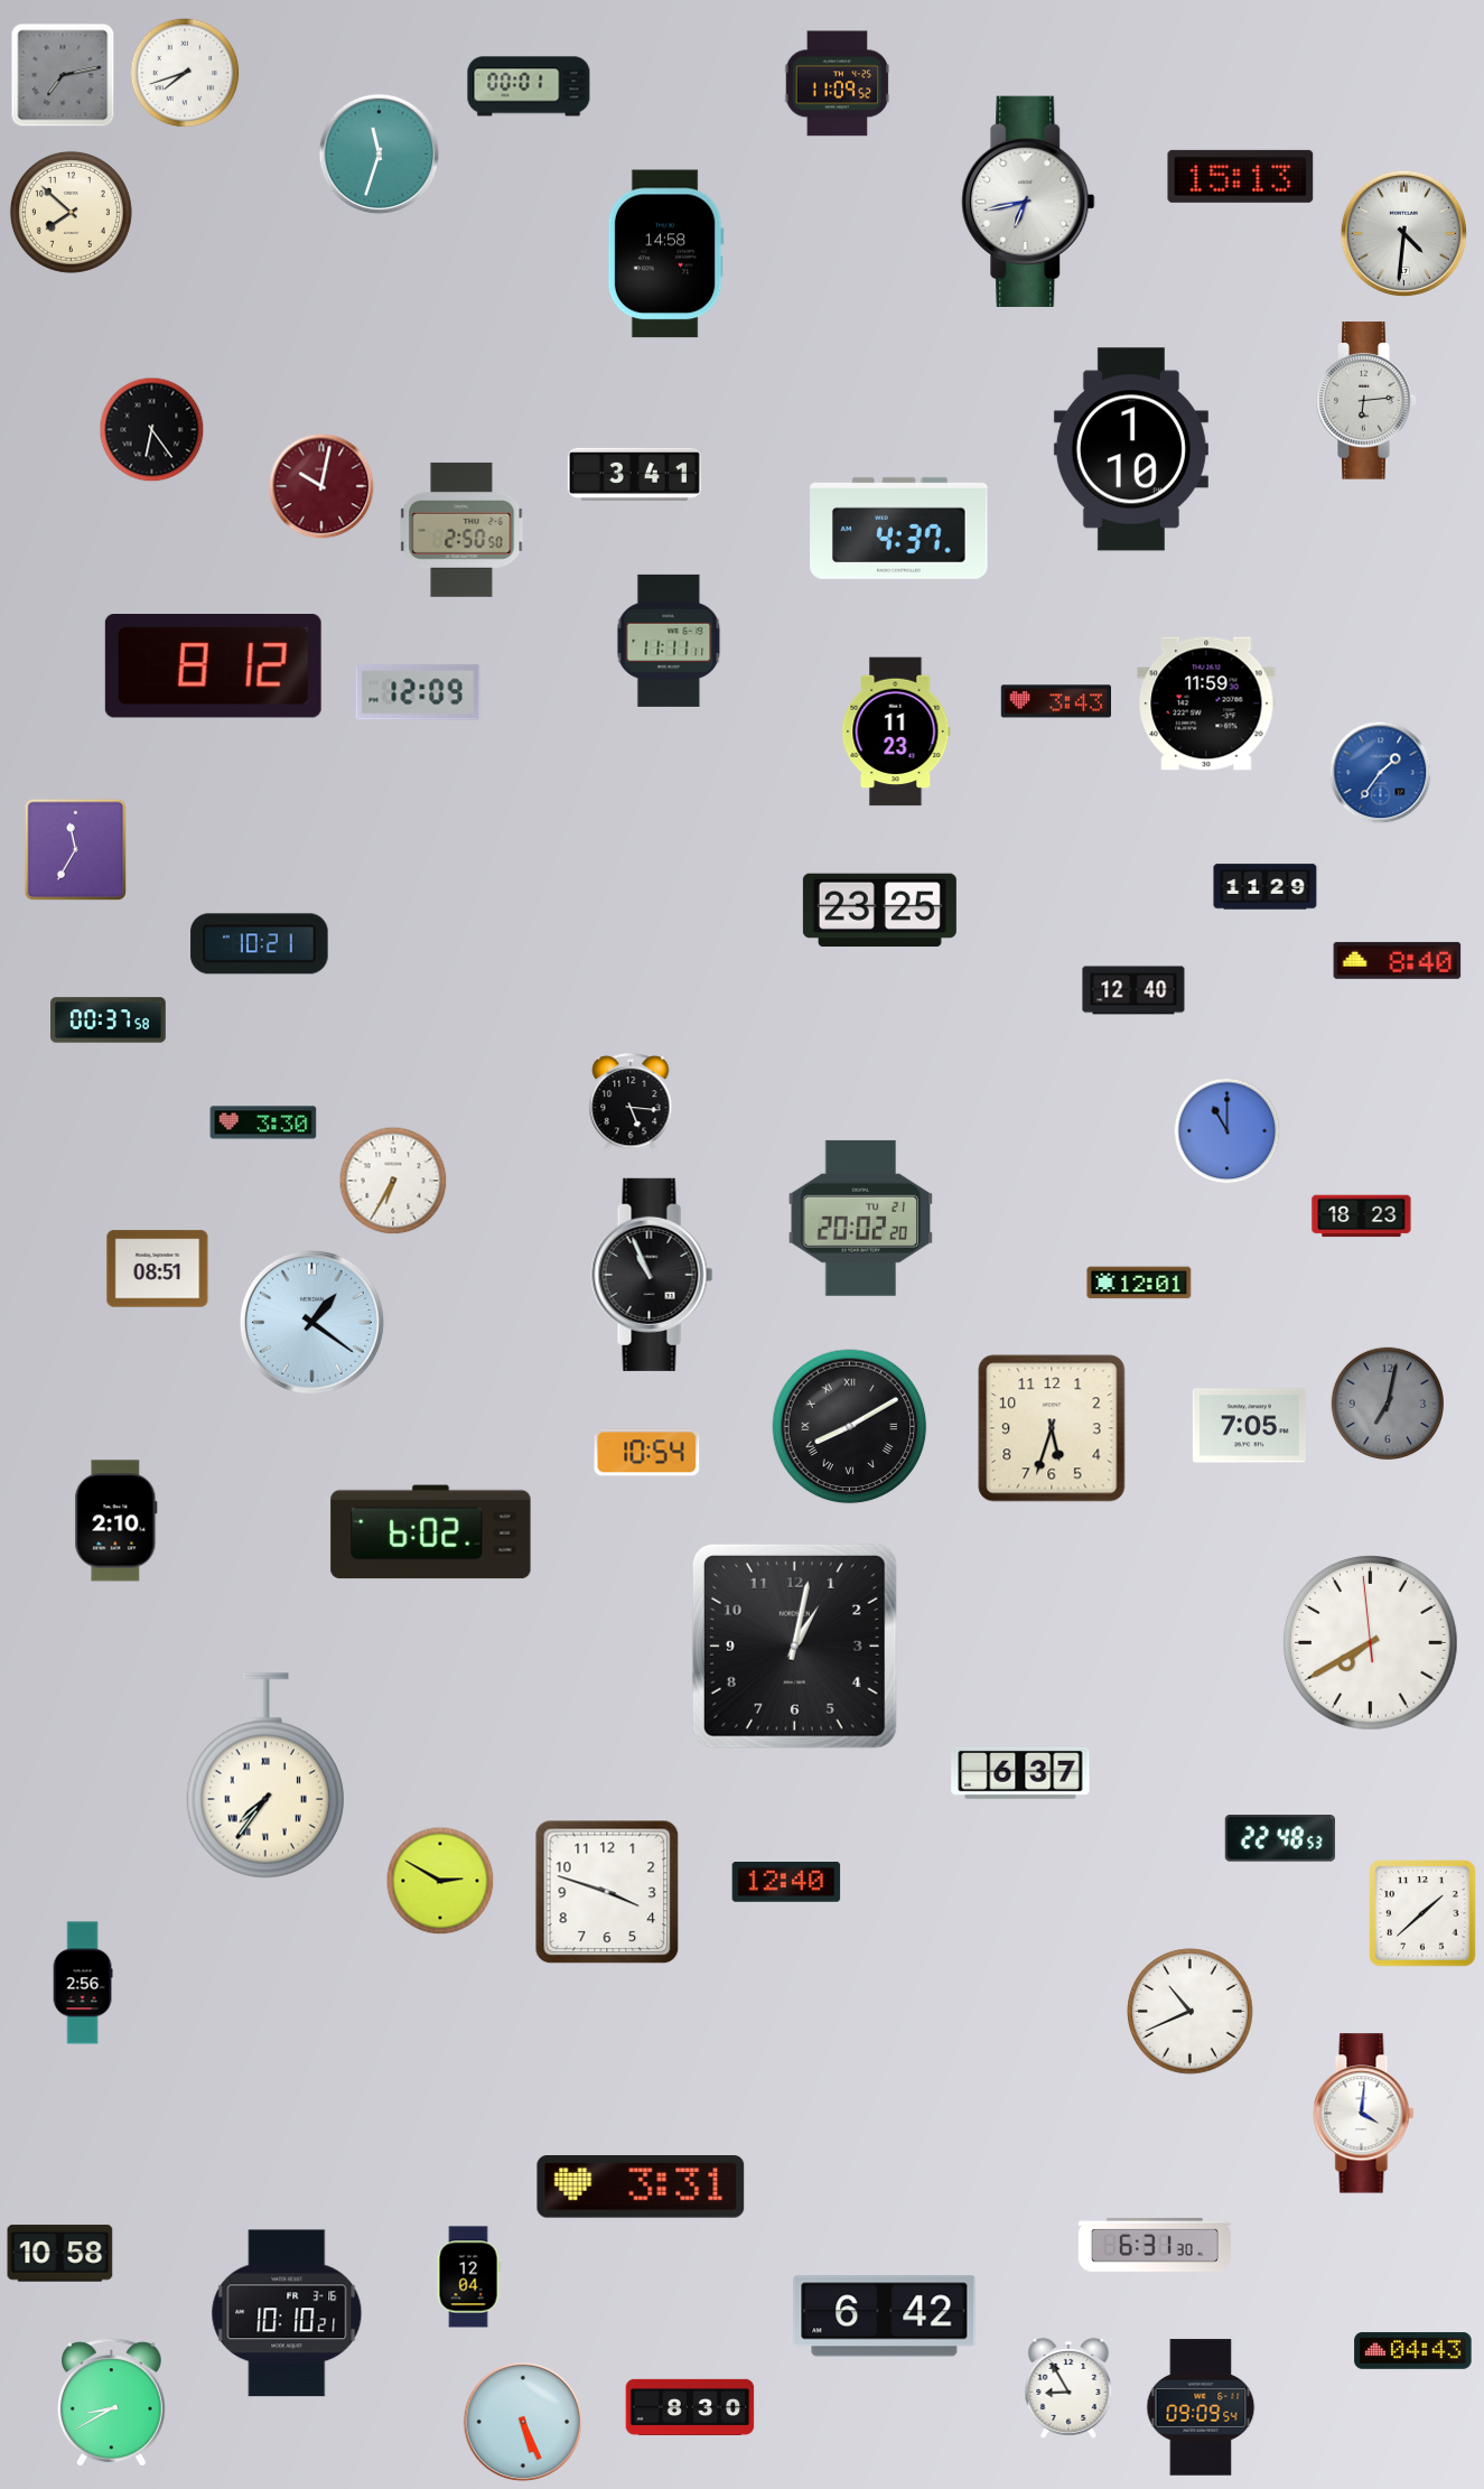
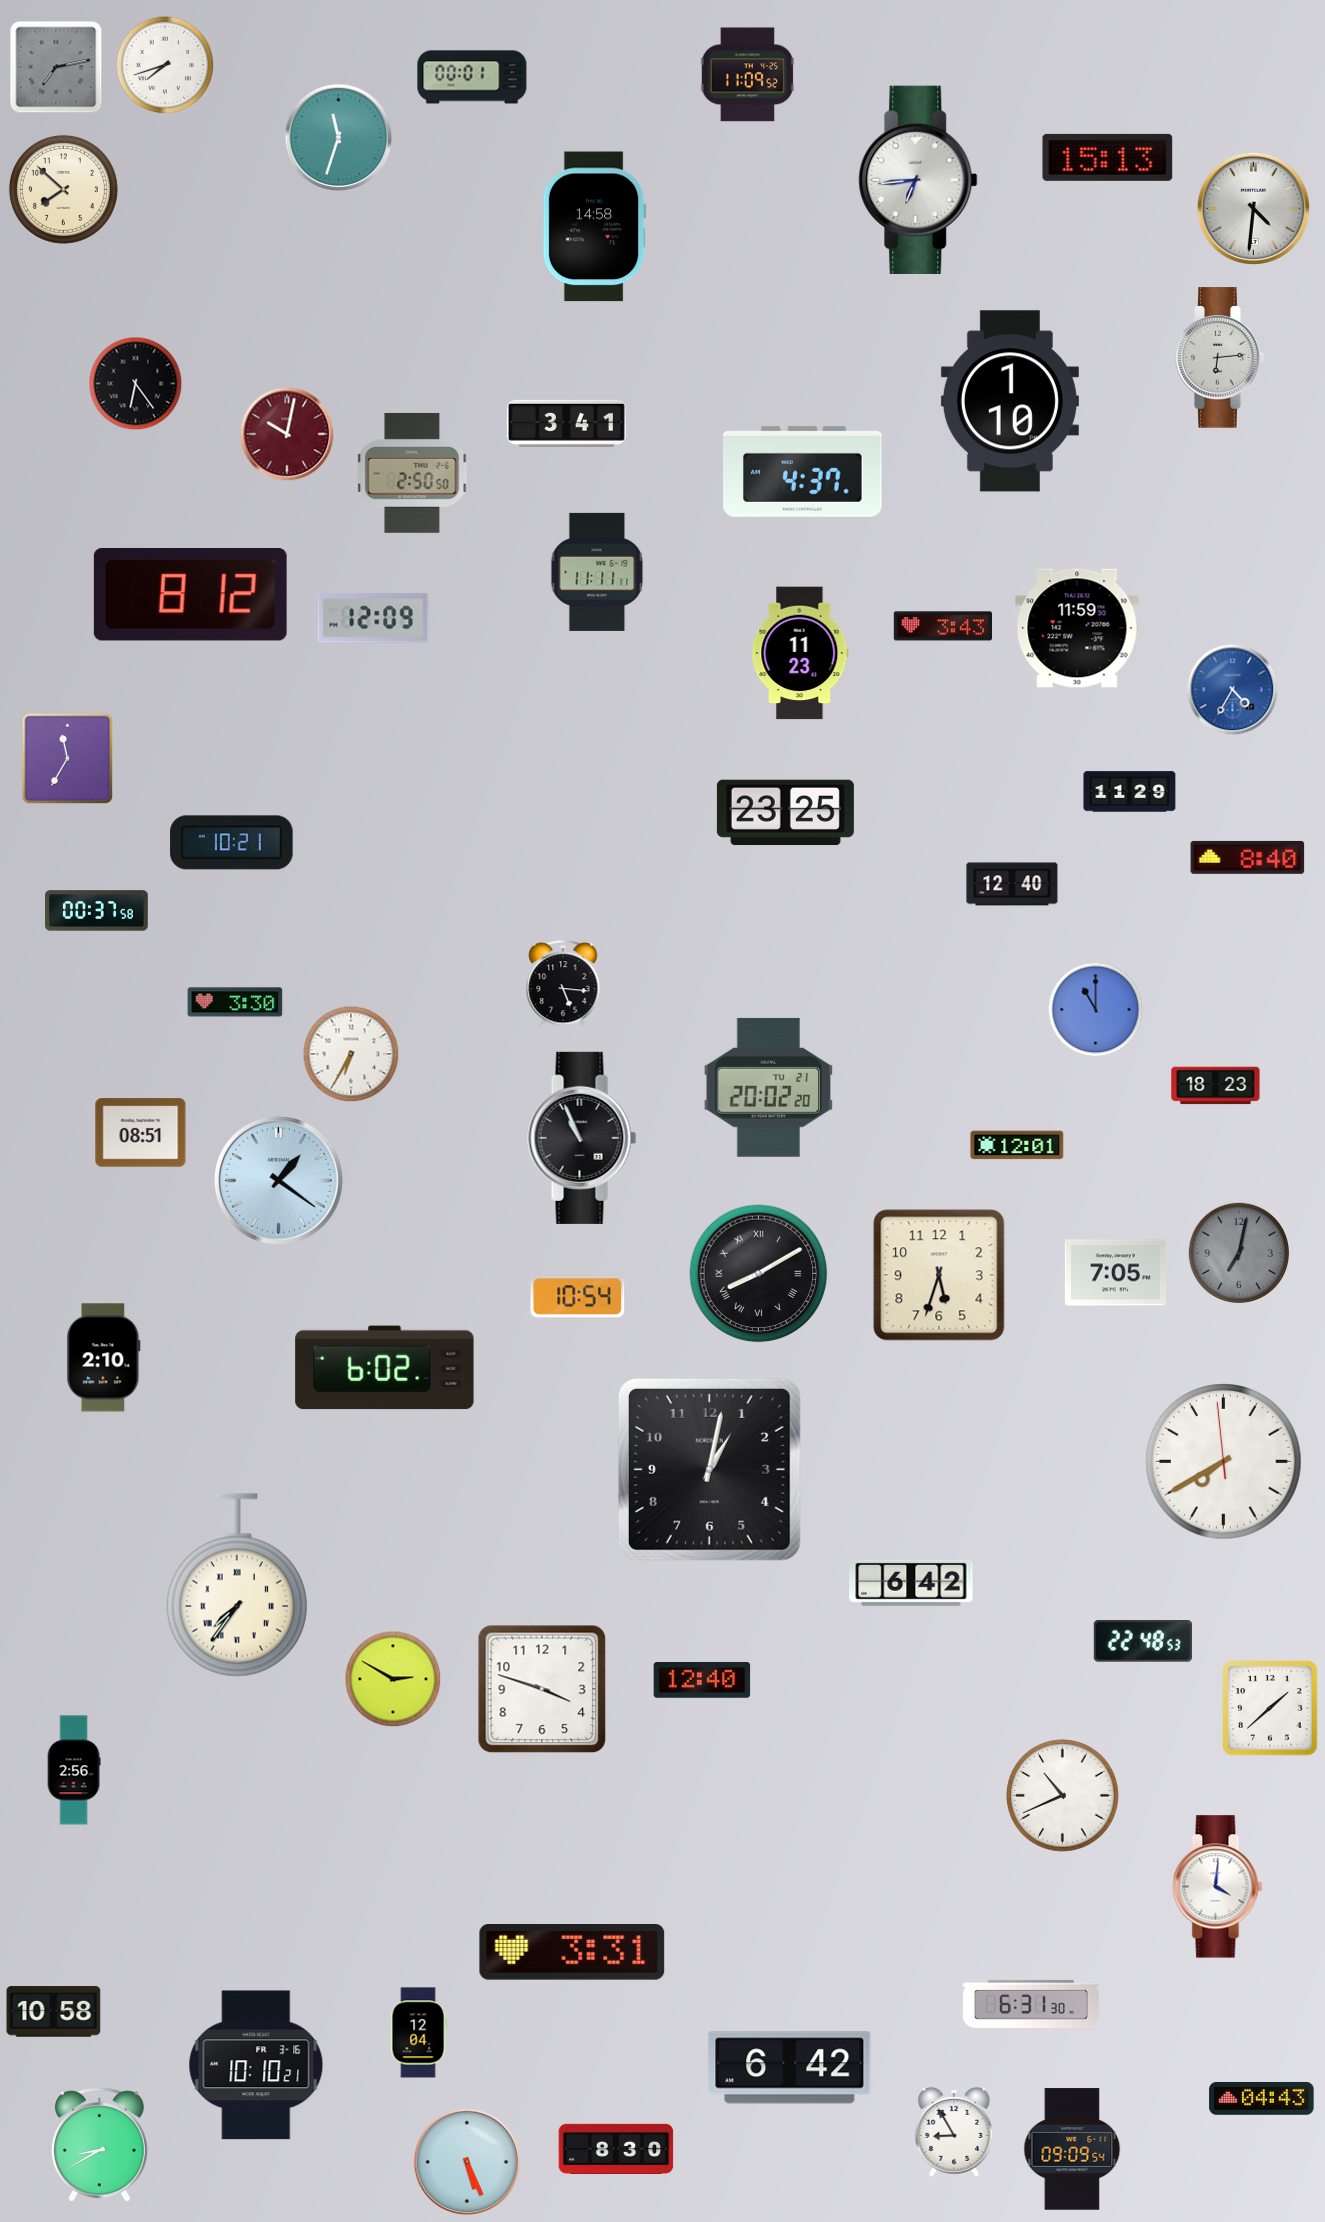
clock at (1028, 202): 6:43 -> 6:44
clock at (1381, 773): 1:36 -> 4:35
clock at (1371, 1643) position: (1371, 1643) -> (1224, 1462)
clock at (1020, 1773): 6:37 -> 6:42
